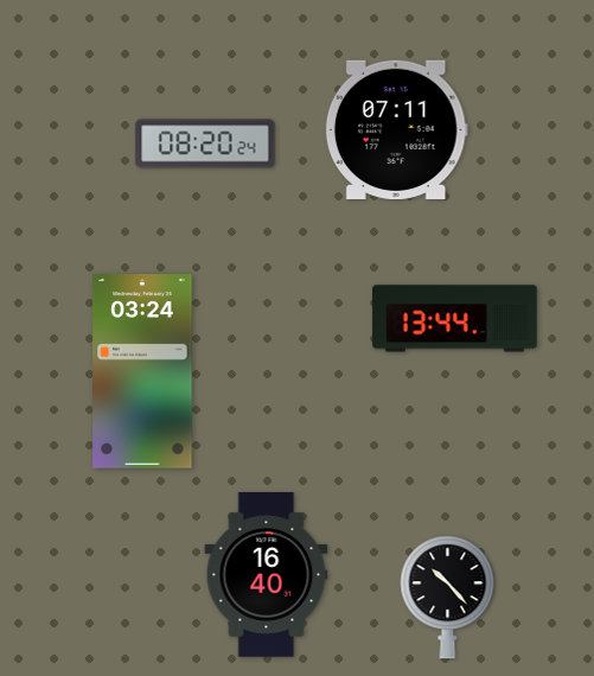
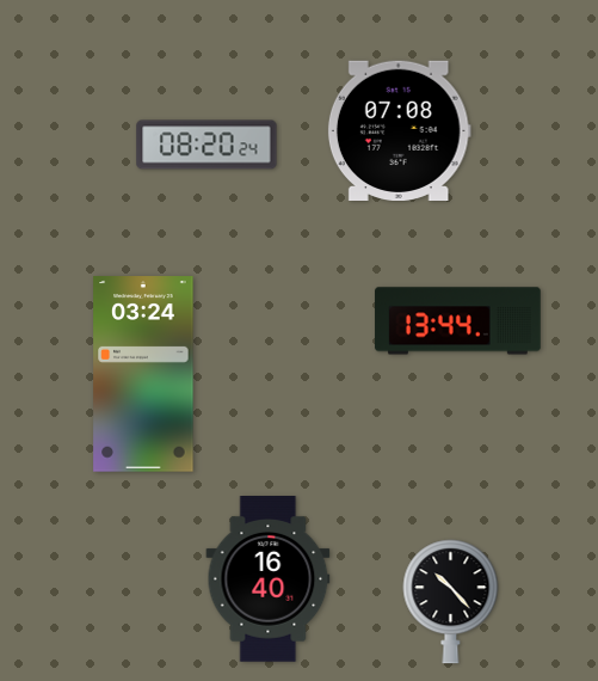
clock at (396, 129): 07:11 -> 07:08
